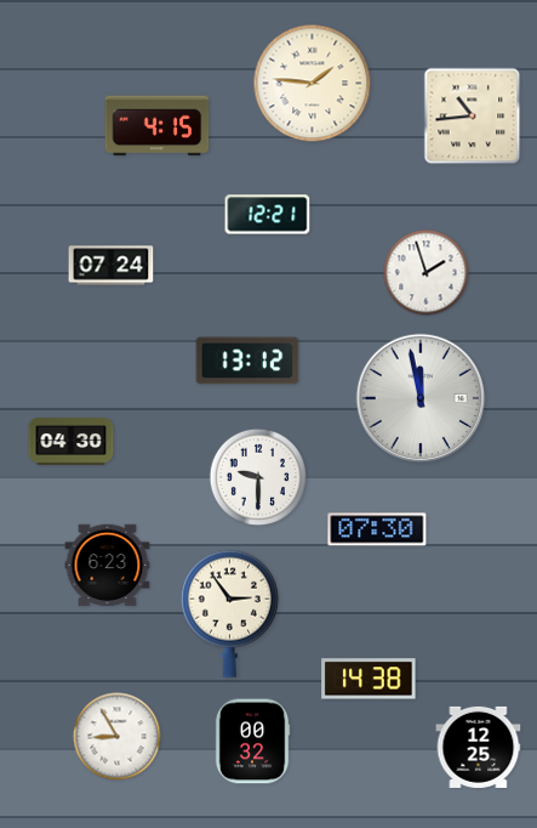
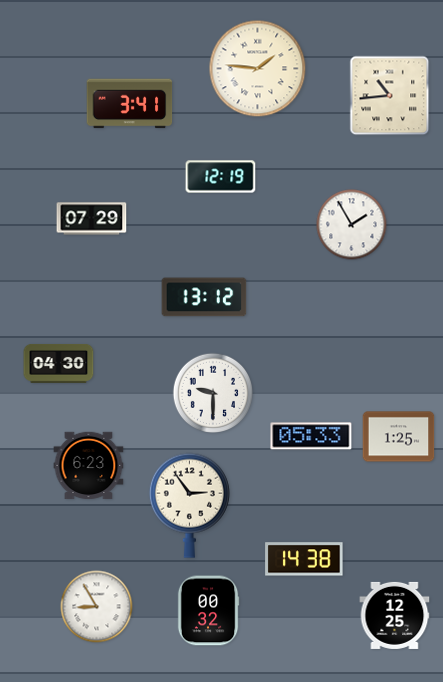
clock at (158, 126): 4:15 -> 3:41
clock at (268, 215): 12:21 -> 12:19
clock at (112, 266): 07:24 -> 07:29
clock at (427, 273): 1:57 -> 1:55
clock at (421, 398): 11:58 -> none
clock at (377, 529): 07:30 -> 05:33
clock at (399, 437): none -> 1:25
